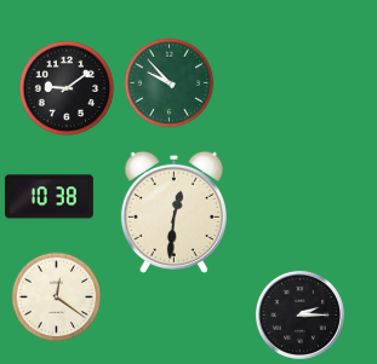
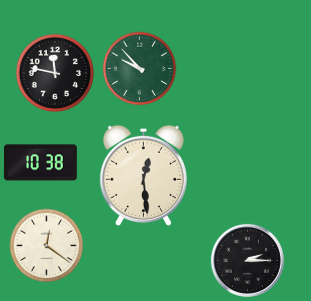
clock at (67, 88): 9:09 -> 11:47
clock at (173, 212): 12:31 -> 12:29
